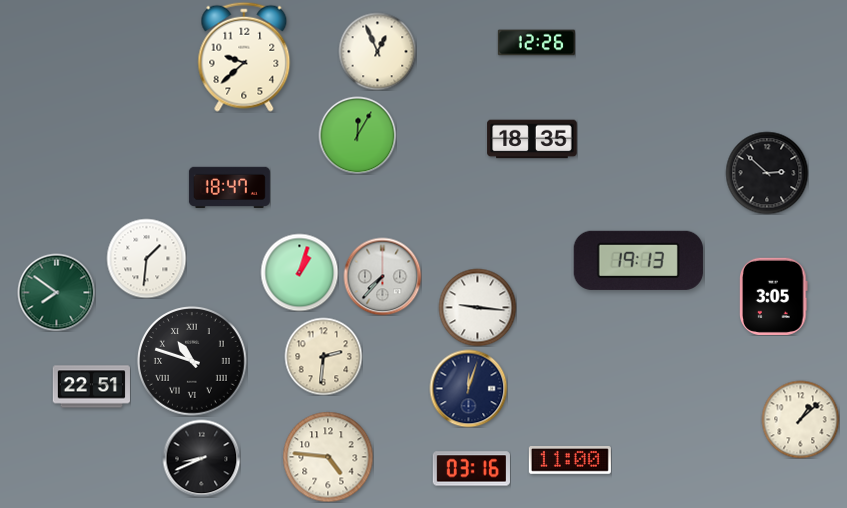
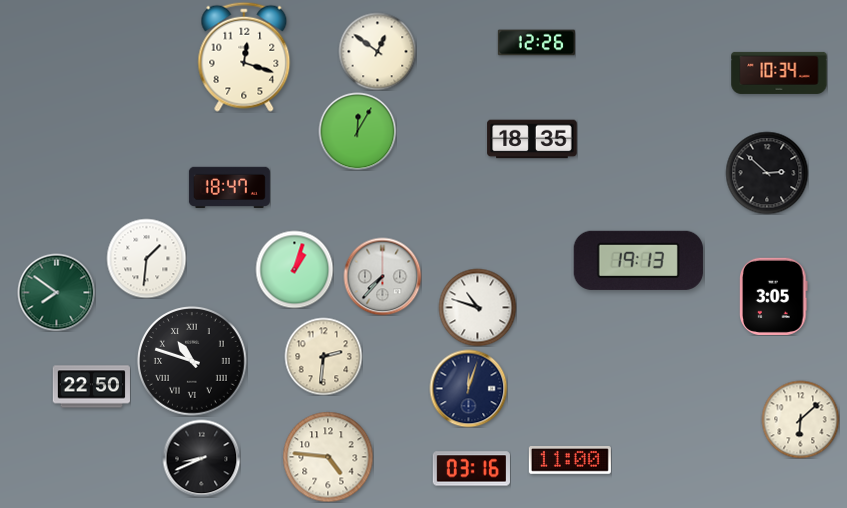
clock at (377, 51): 12:56 -> 12:51
clock at (244, 57): 9:38 -> 12:18
clock at (779, 73): none -> 10:34
clock at (357, 135) position: (357, 135) -> (357, 131)
clock at (299, 272) position: (299, 272) -> (294, 269)
clock at (477, 307): 9:16 -> 10:48
clock at (91, 387): 22:51 -> 22:50
clock at (800, 419): 1:08 -> 6:08
